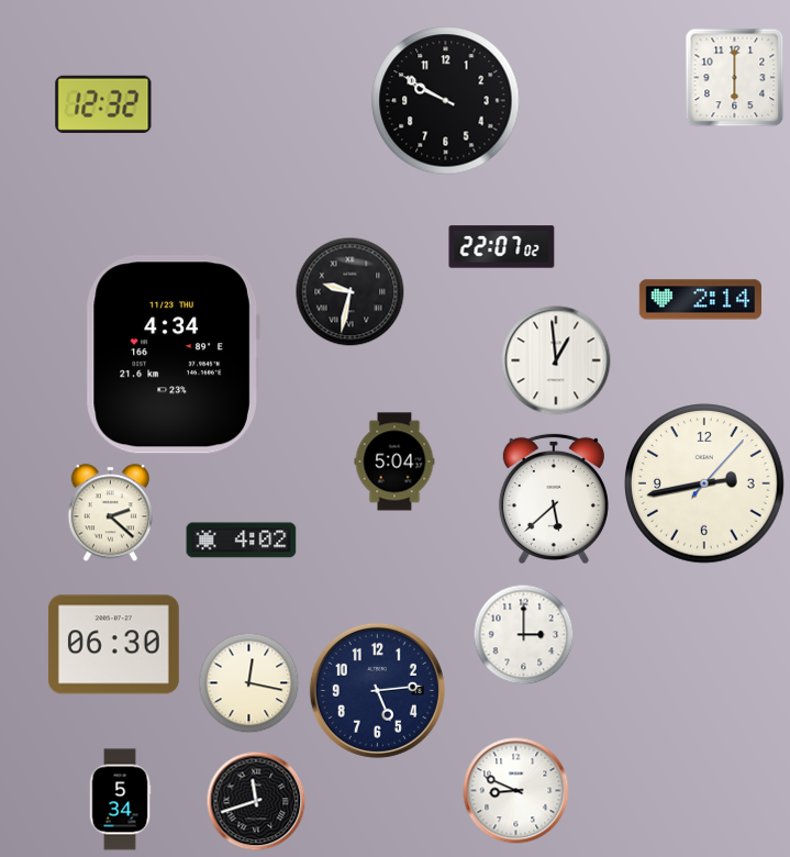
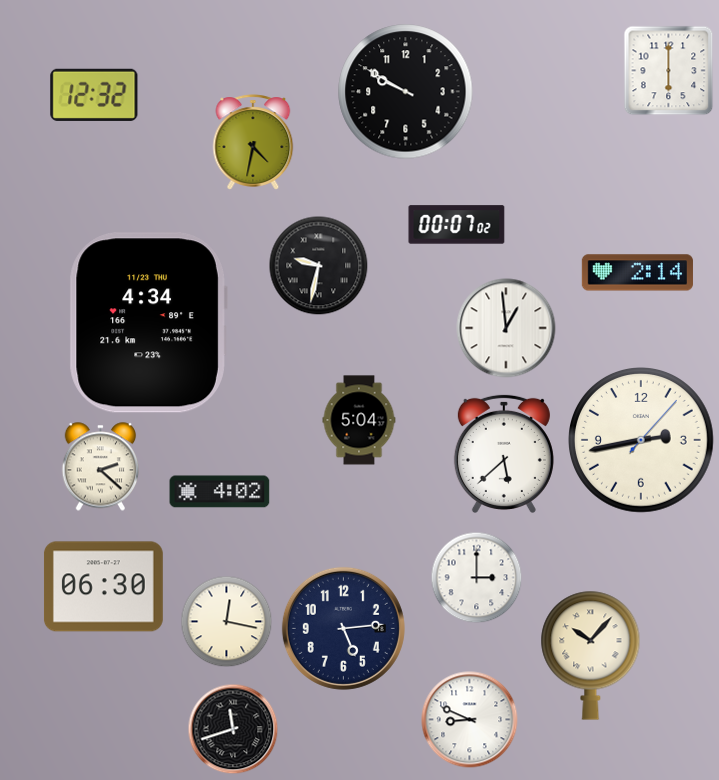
clock at (253, 142): none -> 4:32
clock at (502, 247): 22:07 -> 00:07
clock at (173, 355) position: (173, 355) -> (148, 323)
clock at (591, 655): none -> 10:07
clock at (120, 800): 5:34 -> none
